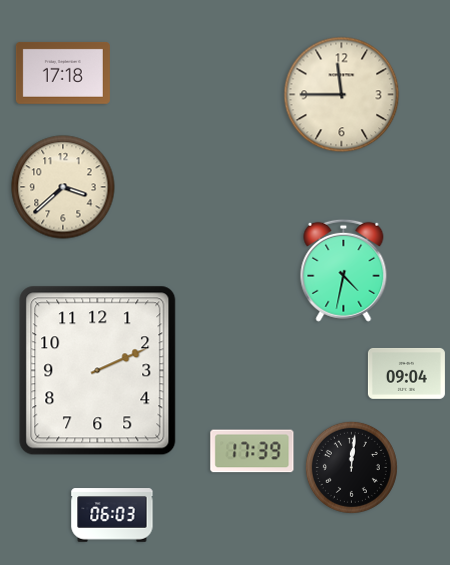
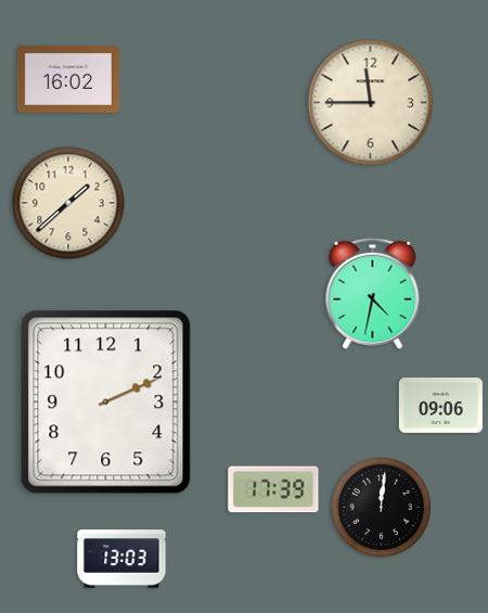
clock at (63, 73): 17:18 -> 16:02
clock at (63, 187): 3:38 -> 1:38
clock at (406, 373): 09:04 -> 09:06
clock at (112, 515): 06:03 -> 13:03
